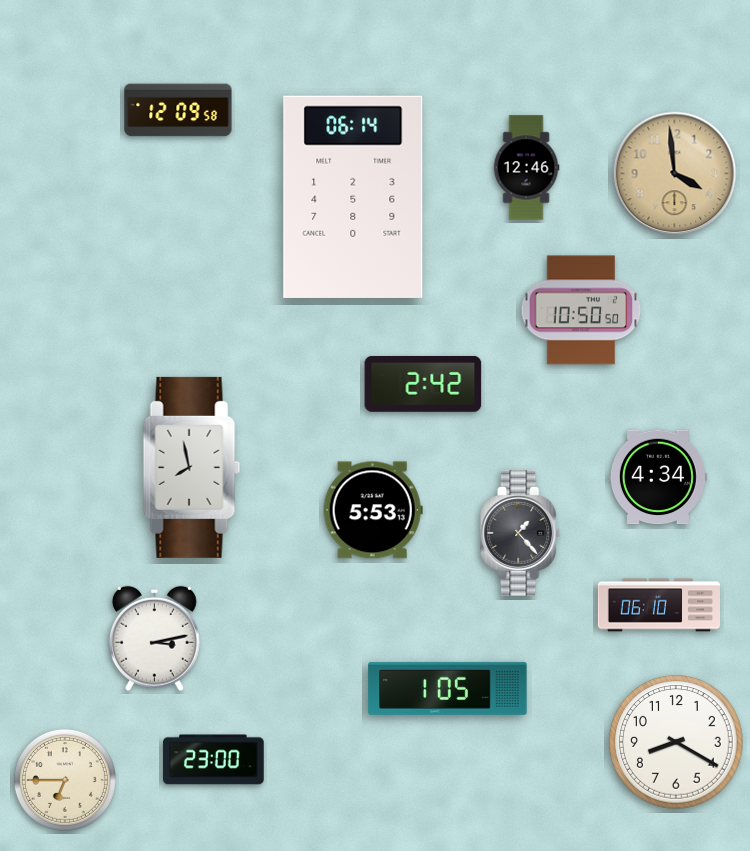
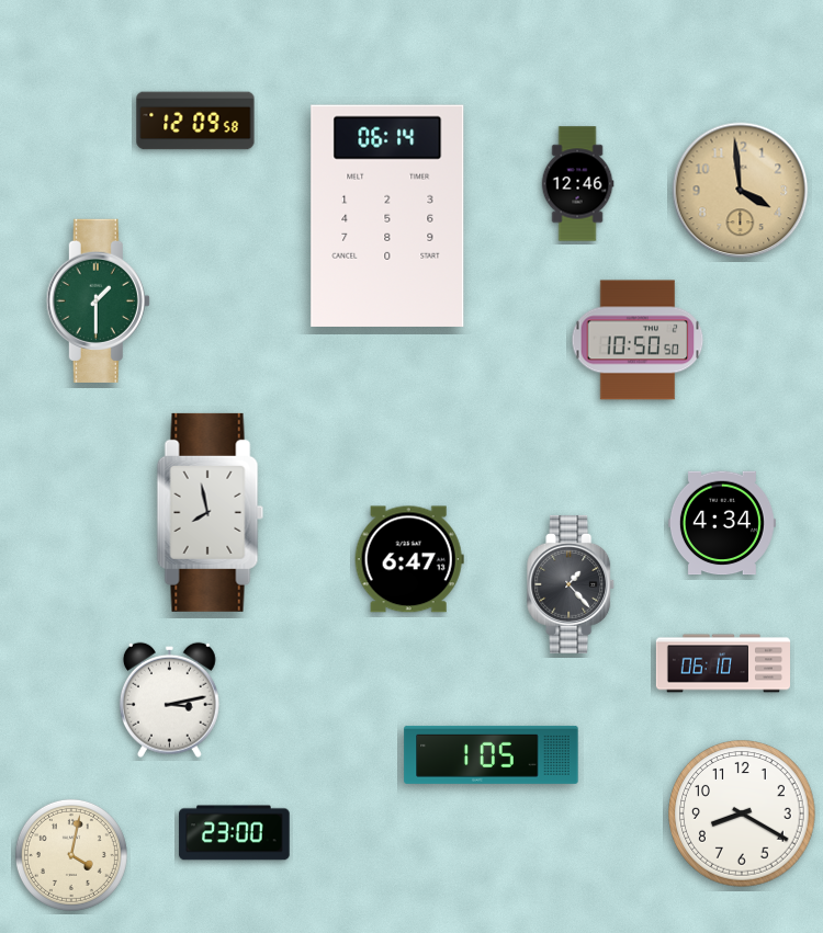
clock at (98, 300): none -> 1:30
clock at (423, 384): 2:42 -> none
clock at (373, 510): 5:53 -> 6:47
clock at (65, 780): 6:45 -> 4:02
